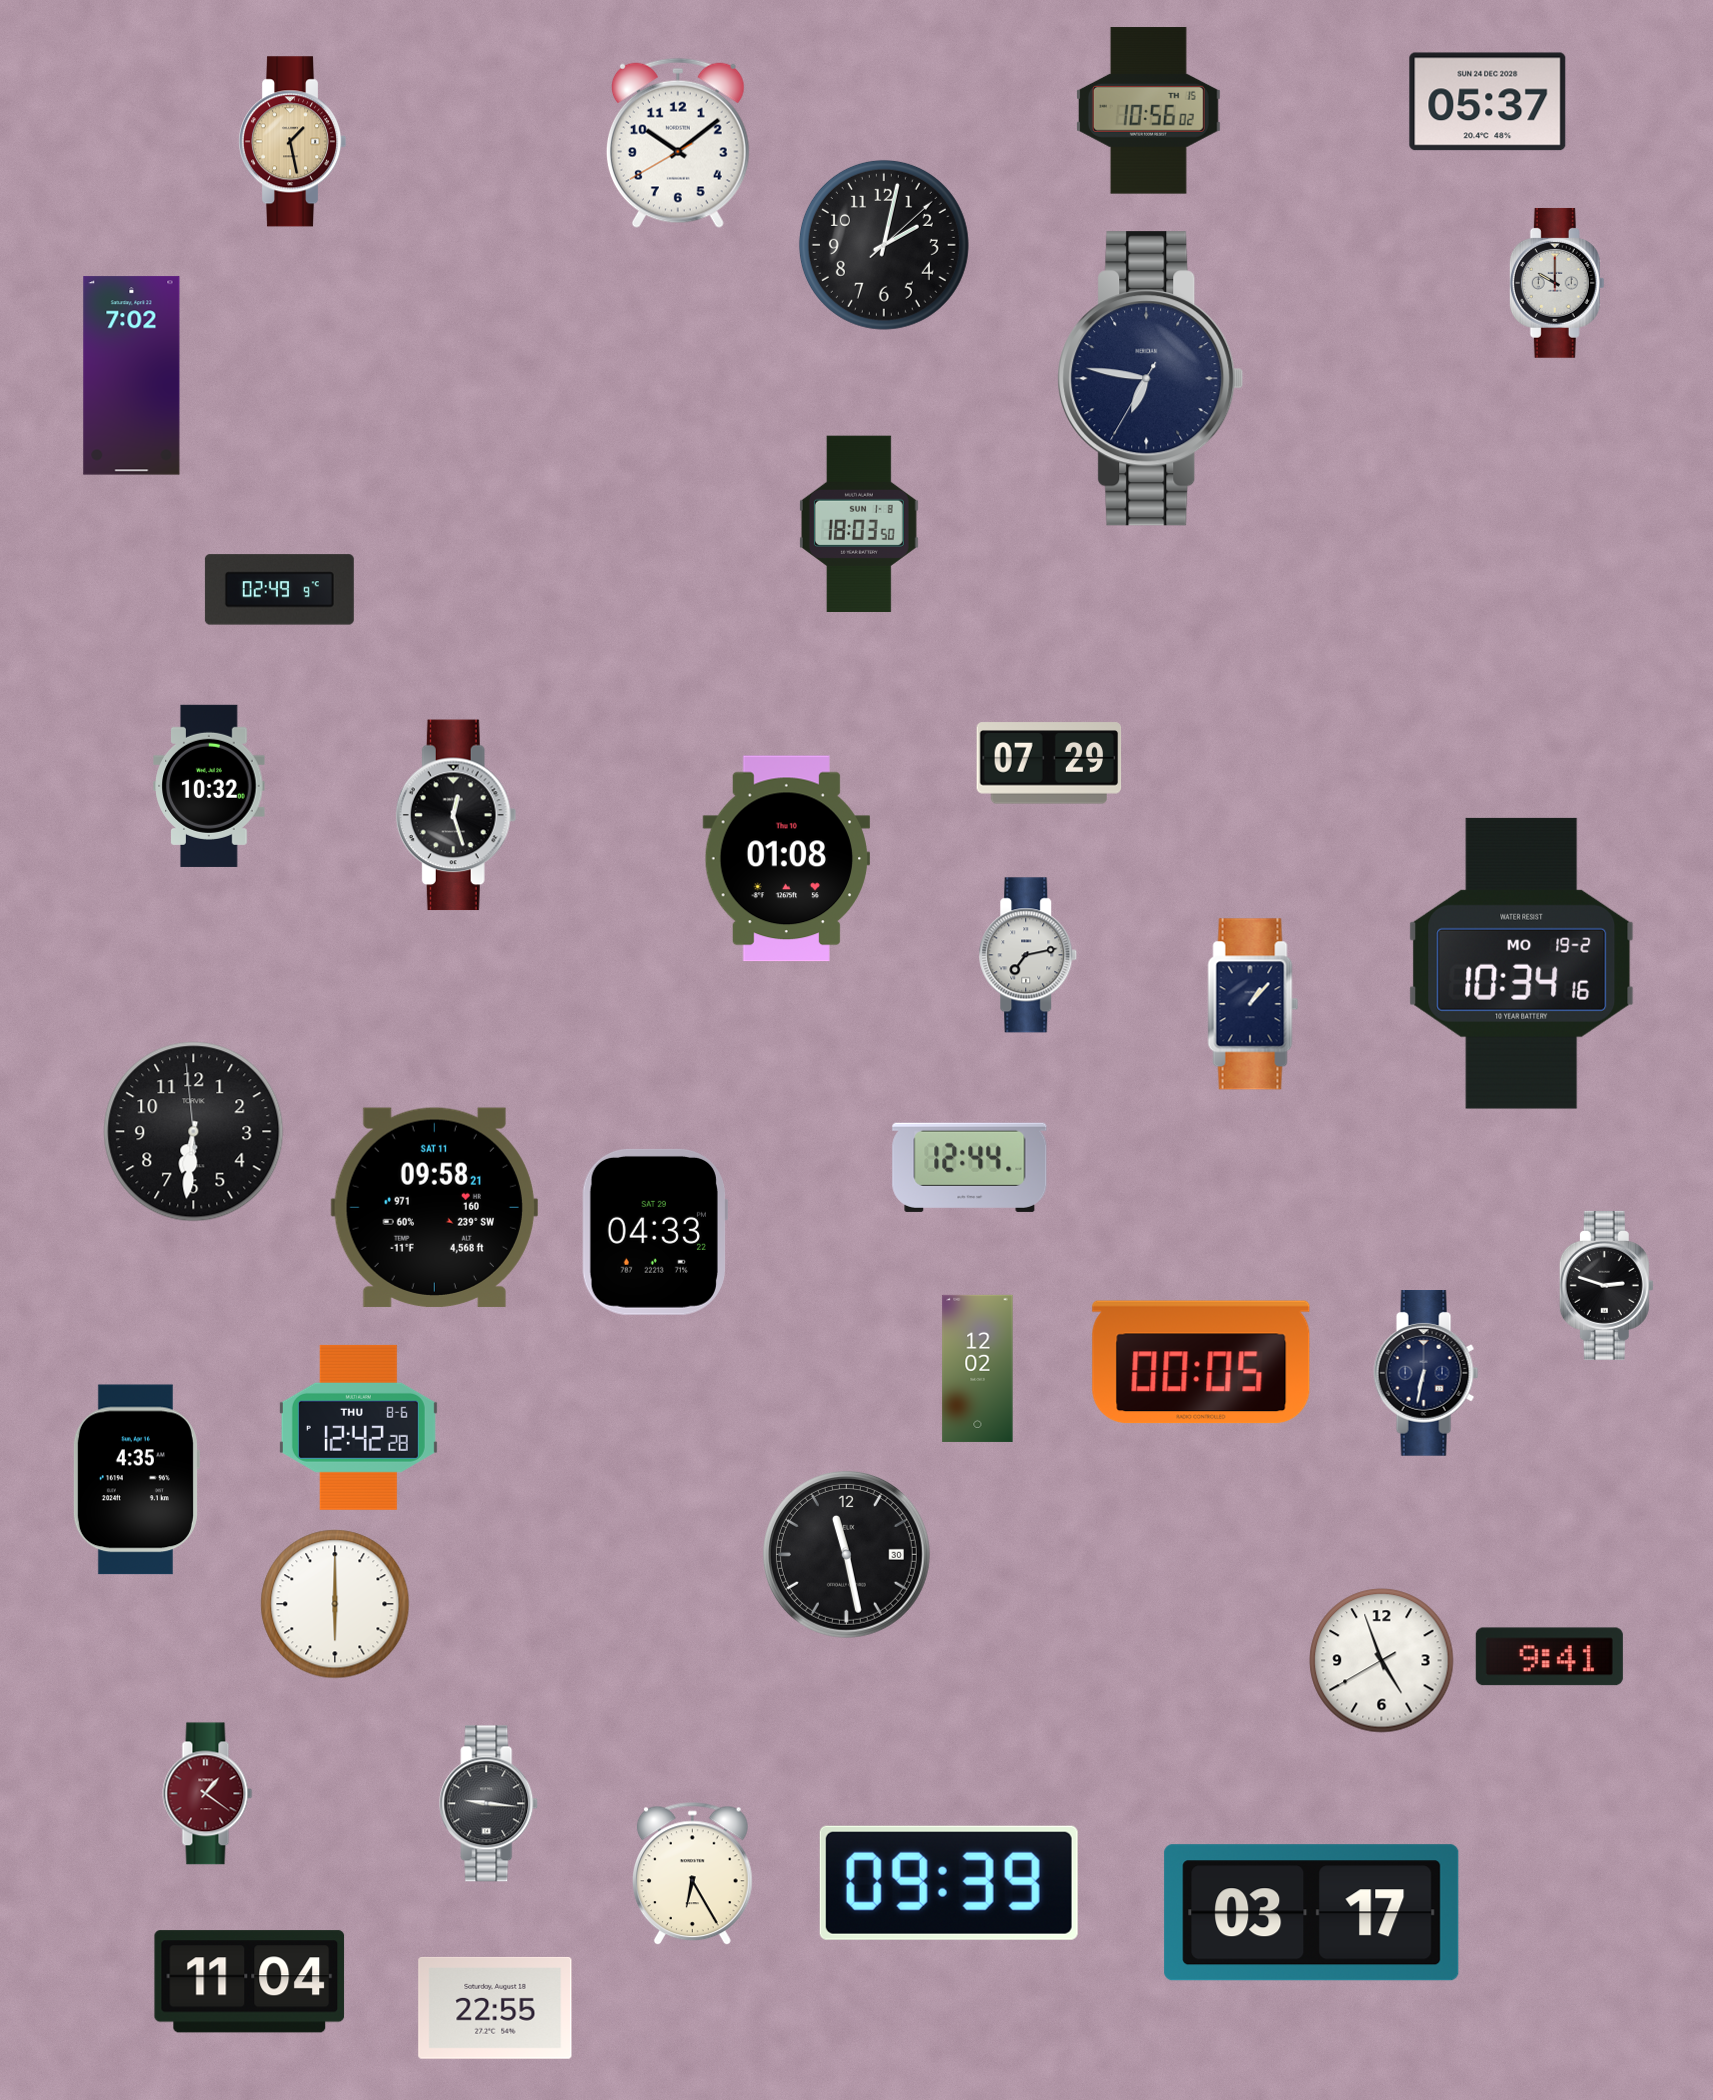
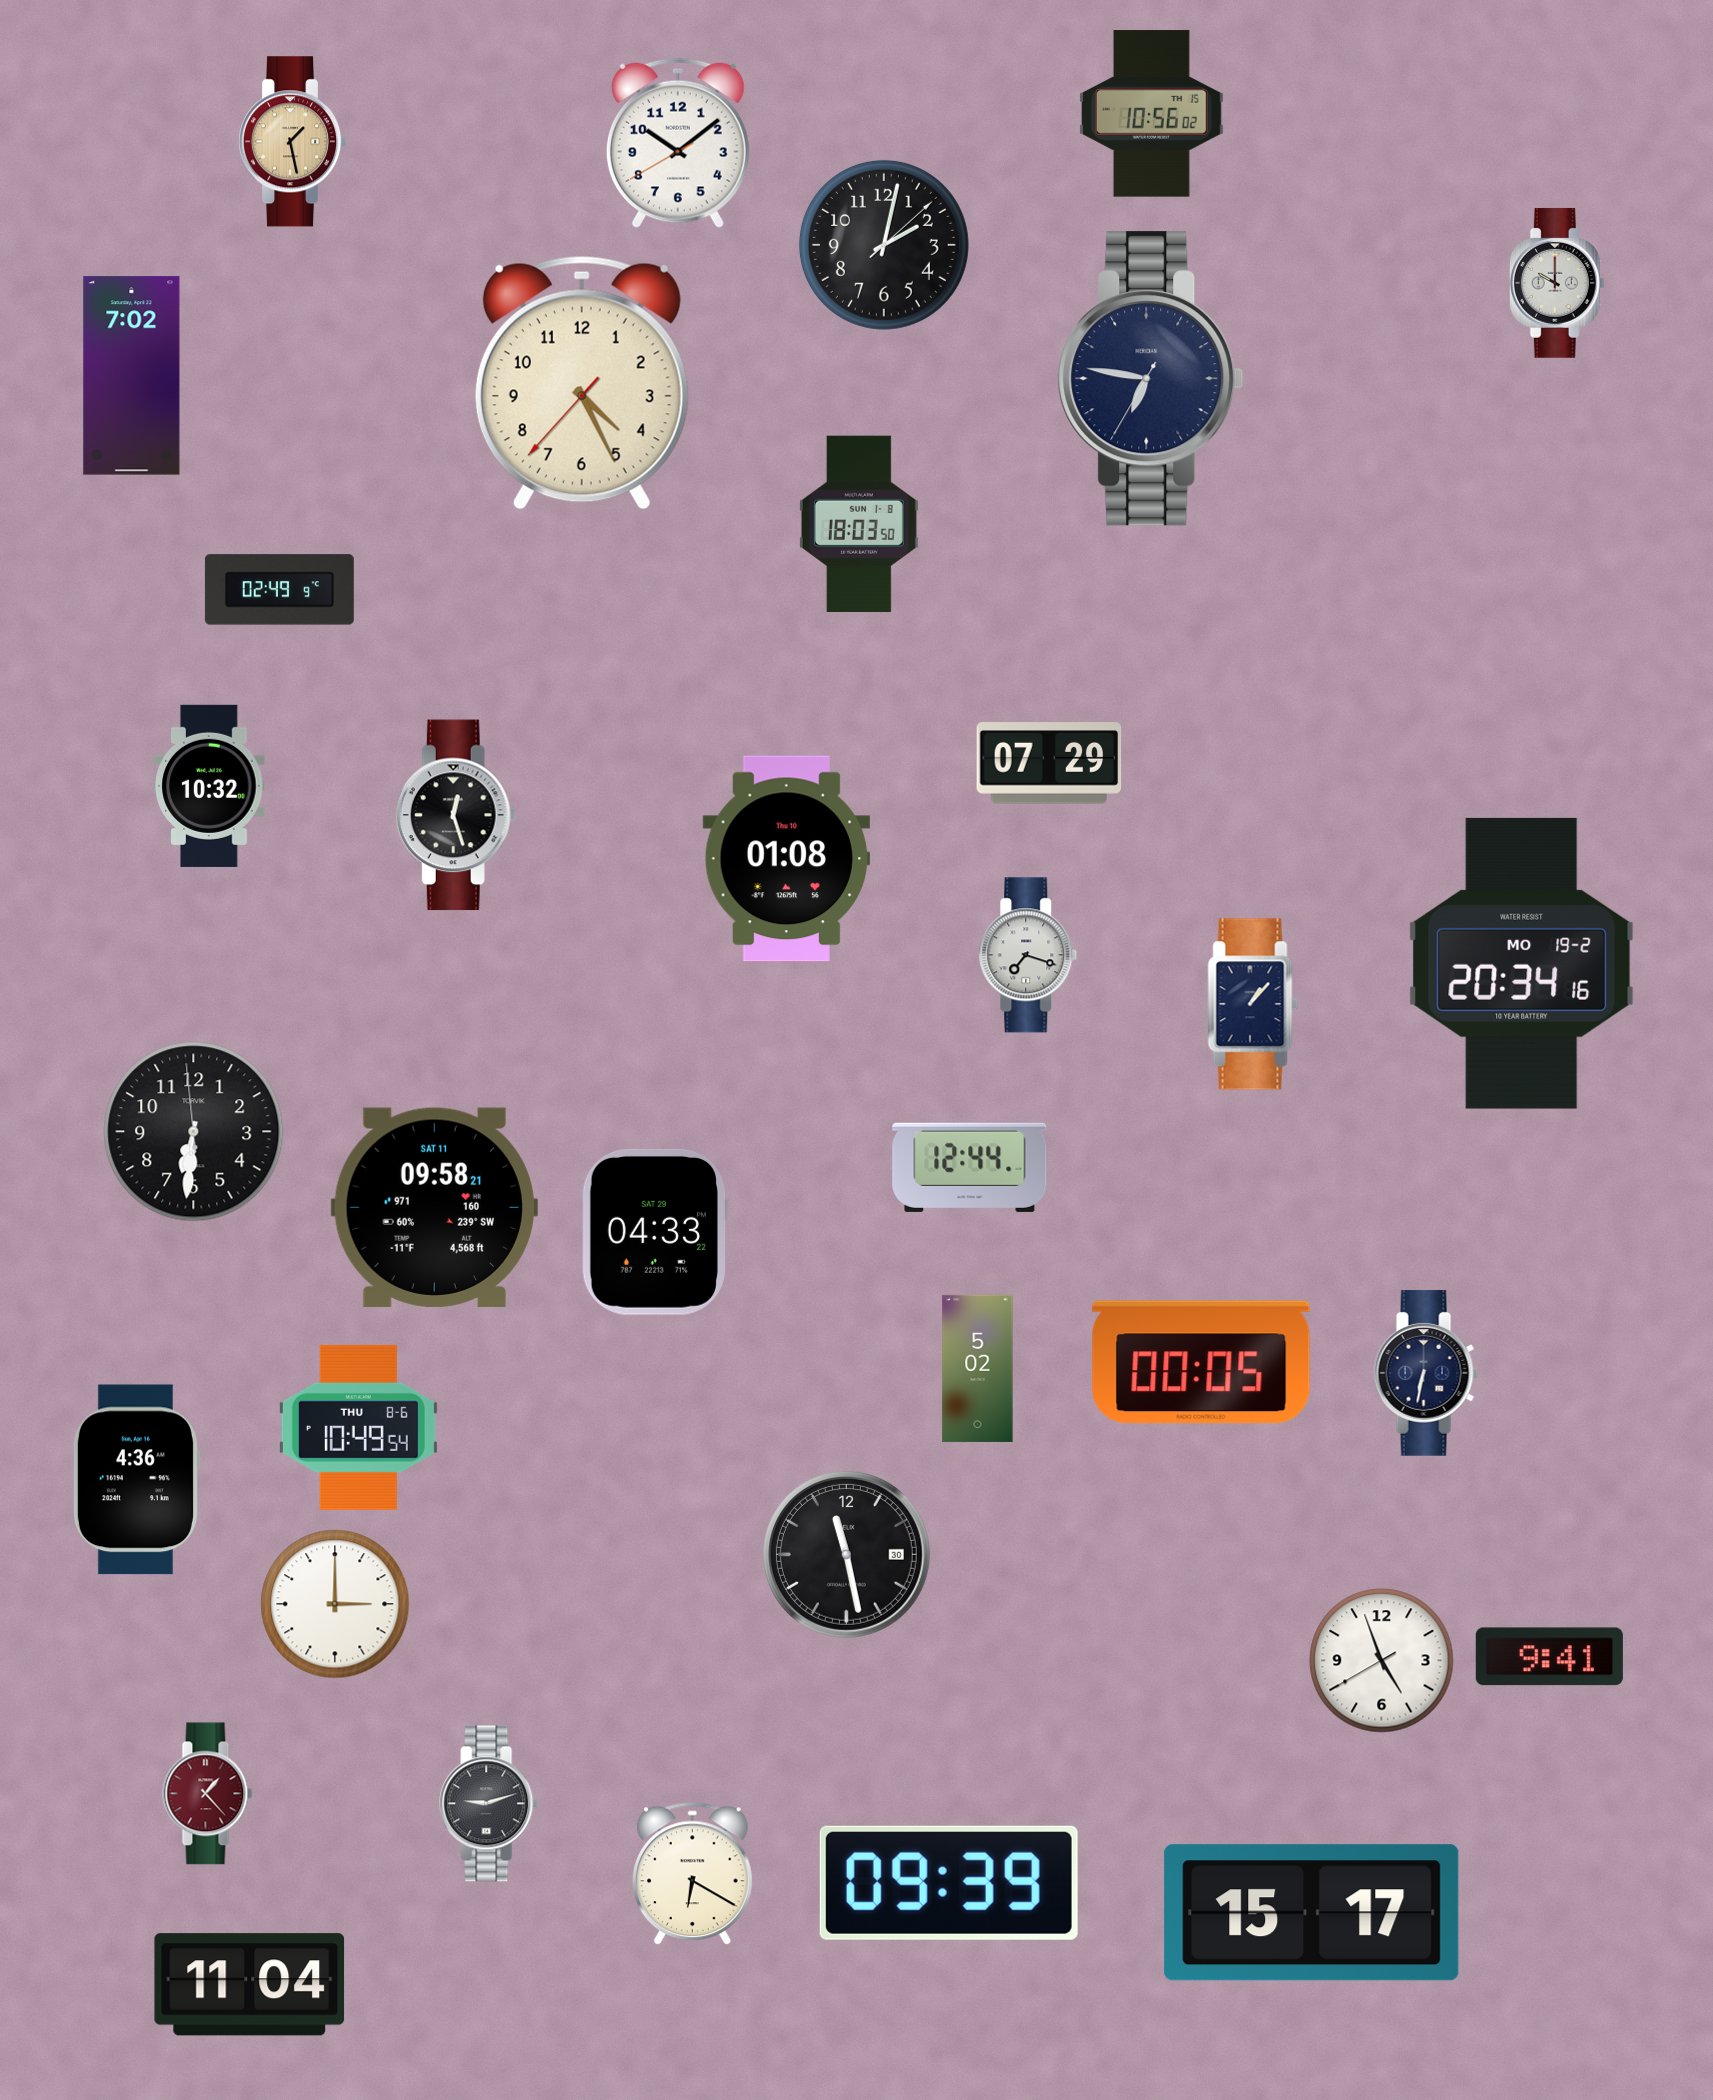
clock at (1488, 102): 05:37 -> none
clock at (1148, 111) position: (1148, 111) -> (1151, 114)
clock at (582, 383): none -> 4:25
clock at (1028, 955): 7:13 -> 7:18
clock at (1522, 963): 10:34 -> 20:34
clock at (1606, 1285): 2:48 -> none
clock at (978, 1368): 12:02 -> 5:02
clock at (358, 1427): 12:42 -> 10:49
clock at (136, 1480): 4:35 -> 4:36
clock at (335, 1604): 6:00 -> 3:00
clock at (208, 1794): 1:21 -> 1:23
clock at (489, 1804): 9:16 -> 9:12
clock at (692, 1874): 6:25 -> 6:20
clock at (1312, 1913): 03:17 -> 15:17
clock at (250, 1982) position: (250, 1982) -> (250, 1985)
clock at (495, 2008): 22:55 -> none
